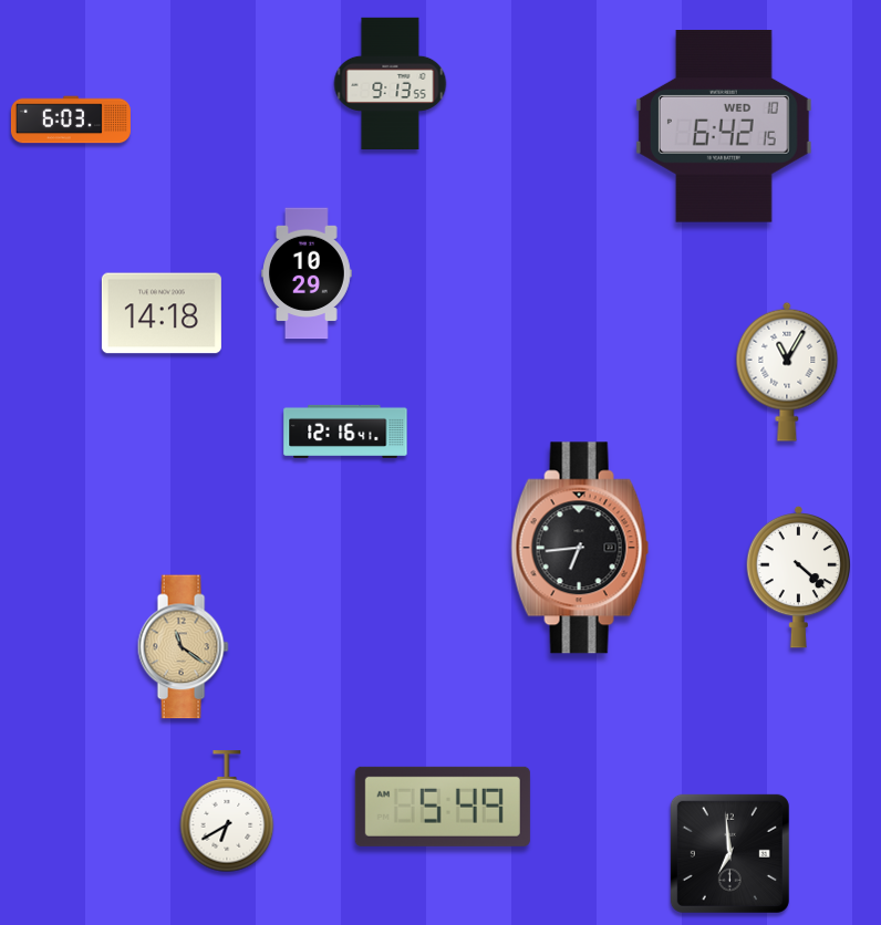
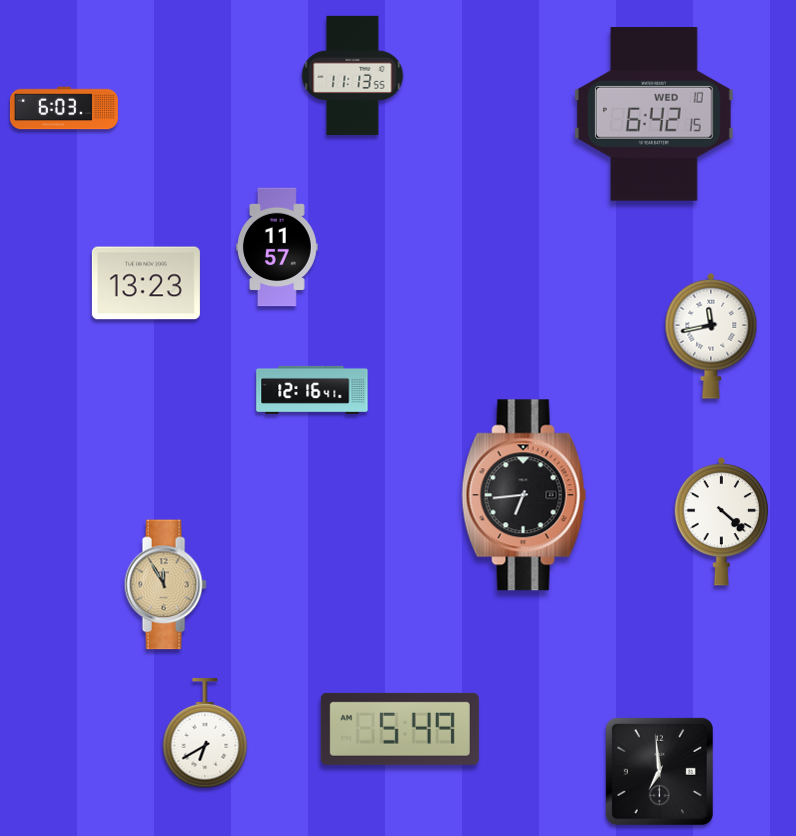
clock at (391, 83): 9:13 -> 11:13
clock at (308, 273): 10:29 -> 11:57
clock at (162, 313): 14:18 -> 13:23
clock at (787, 372): 11:05 -> 11:43
clock at (183, 647): 11:21 -> 11:55
